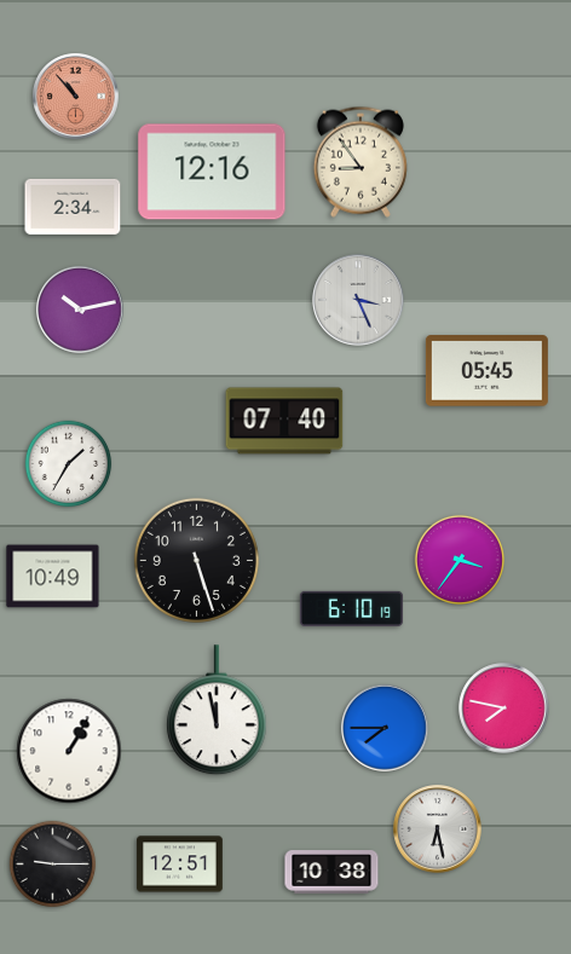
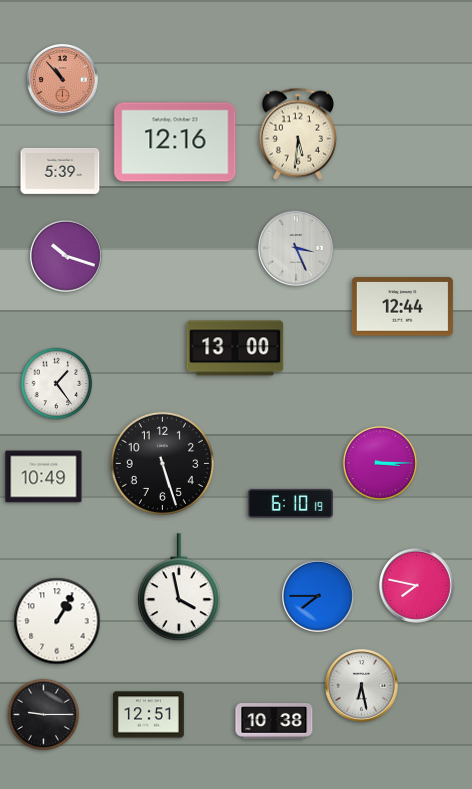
clock at (361, 162): 8:54 -> 5:31
clock at (73, 207): 2:34 -> 5:39
clock at (81, 311): 10:13 -> 10:18
clock at (486, 371): 05:45 -> 12:44
clock at (284, 421): 07:40 -> 13:00
clock at (69, 464): 1:35 -> 1:24
clock at (460, 560): 3:36 -> 3:15
clock at (217, 711): 11:58 -> 3:58
clock at (386, 729) position: (386, 729) -> (319, 597)
